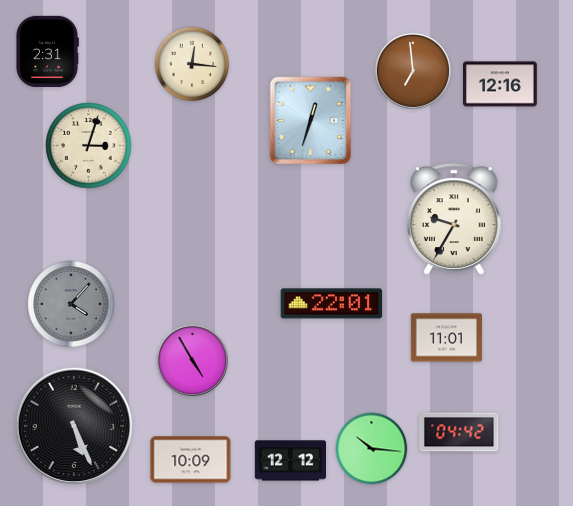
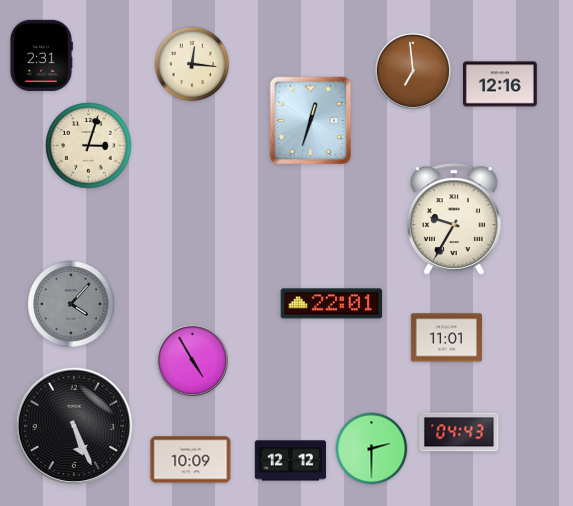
clock at (47, 51) position: (47, 51) -> (41, 55)
clock at (459, 432): 04:42 -> 04:43
clock at (372, 449): 10:16 -> 2:30
